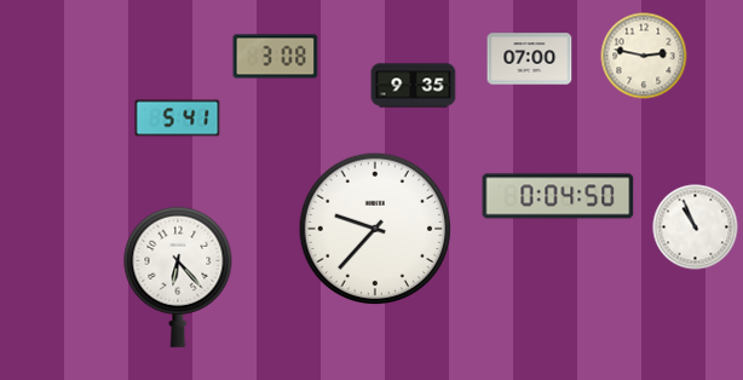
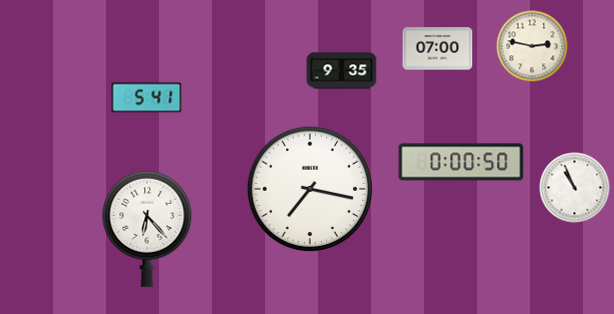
clock at (276, 57): 3:08 -> none
clock at (558, 196): 0:04 -> 0:00
clock at (374, 228): 9:37 -> 7:17
